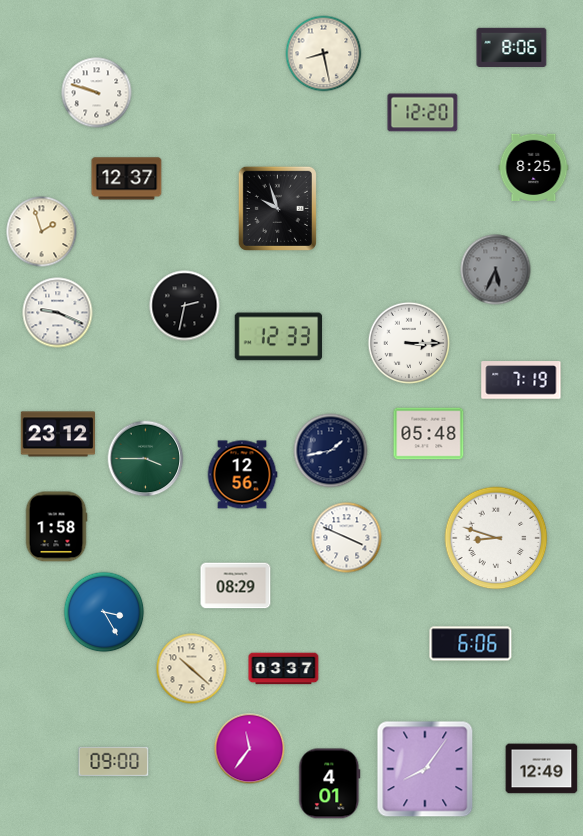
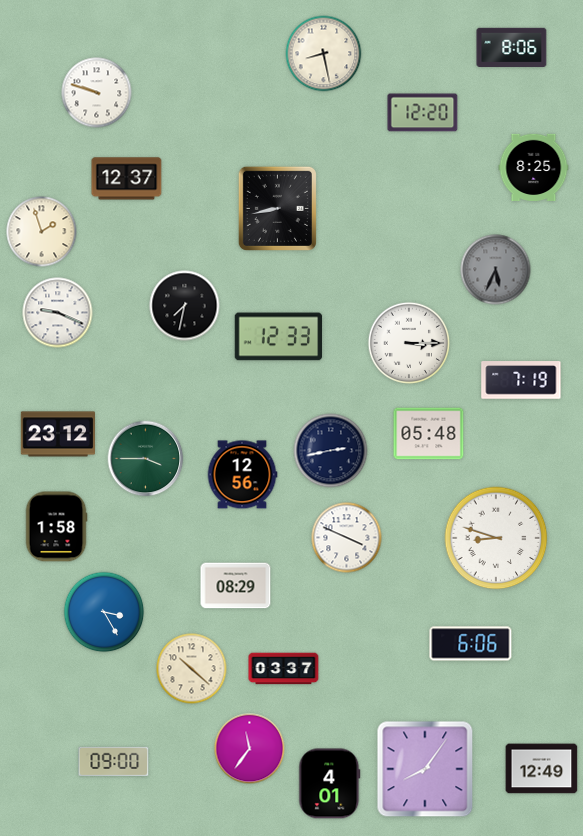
clock at (277, 208): 9:57 -> 8:43
clock at (185, 306): 2:32 -> 7:32
clock at (331, 451): 1:43 -> 2:43
